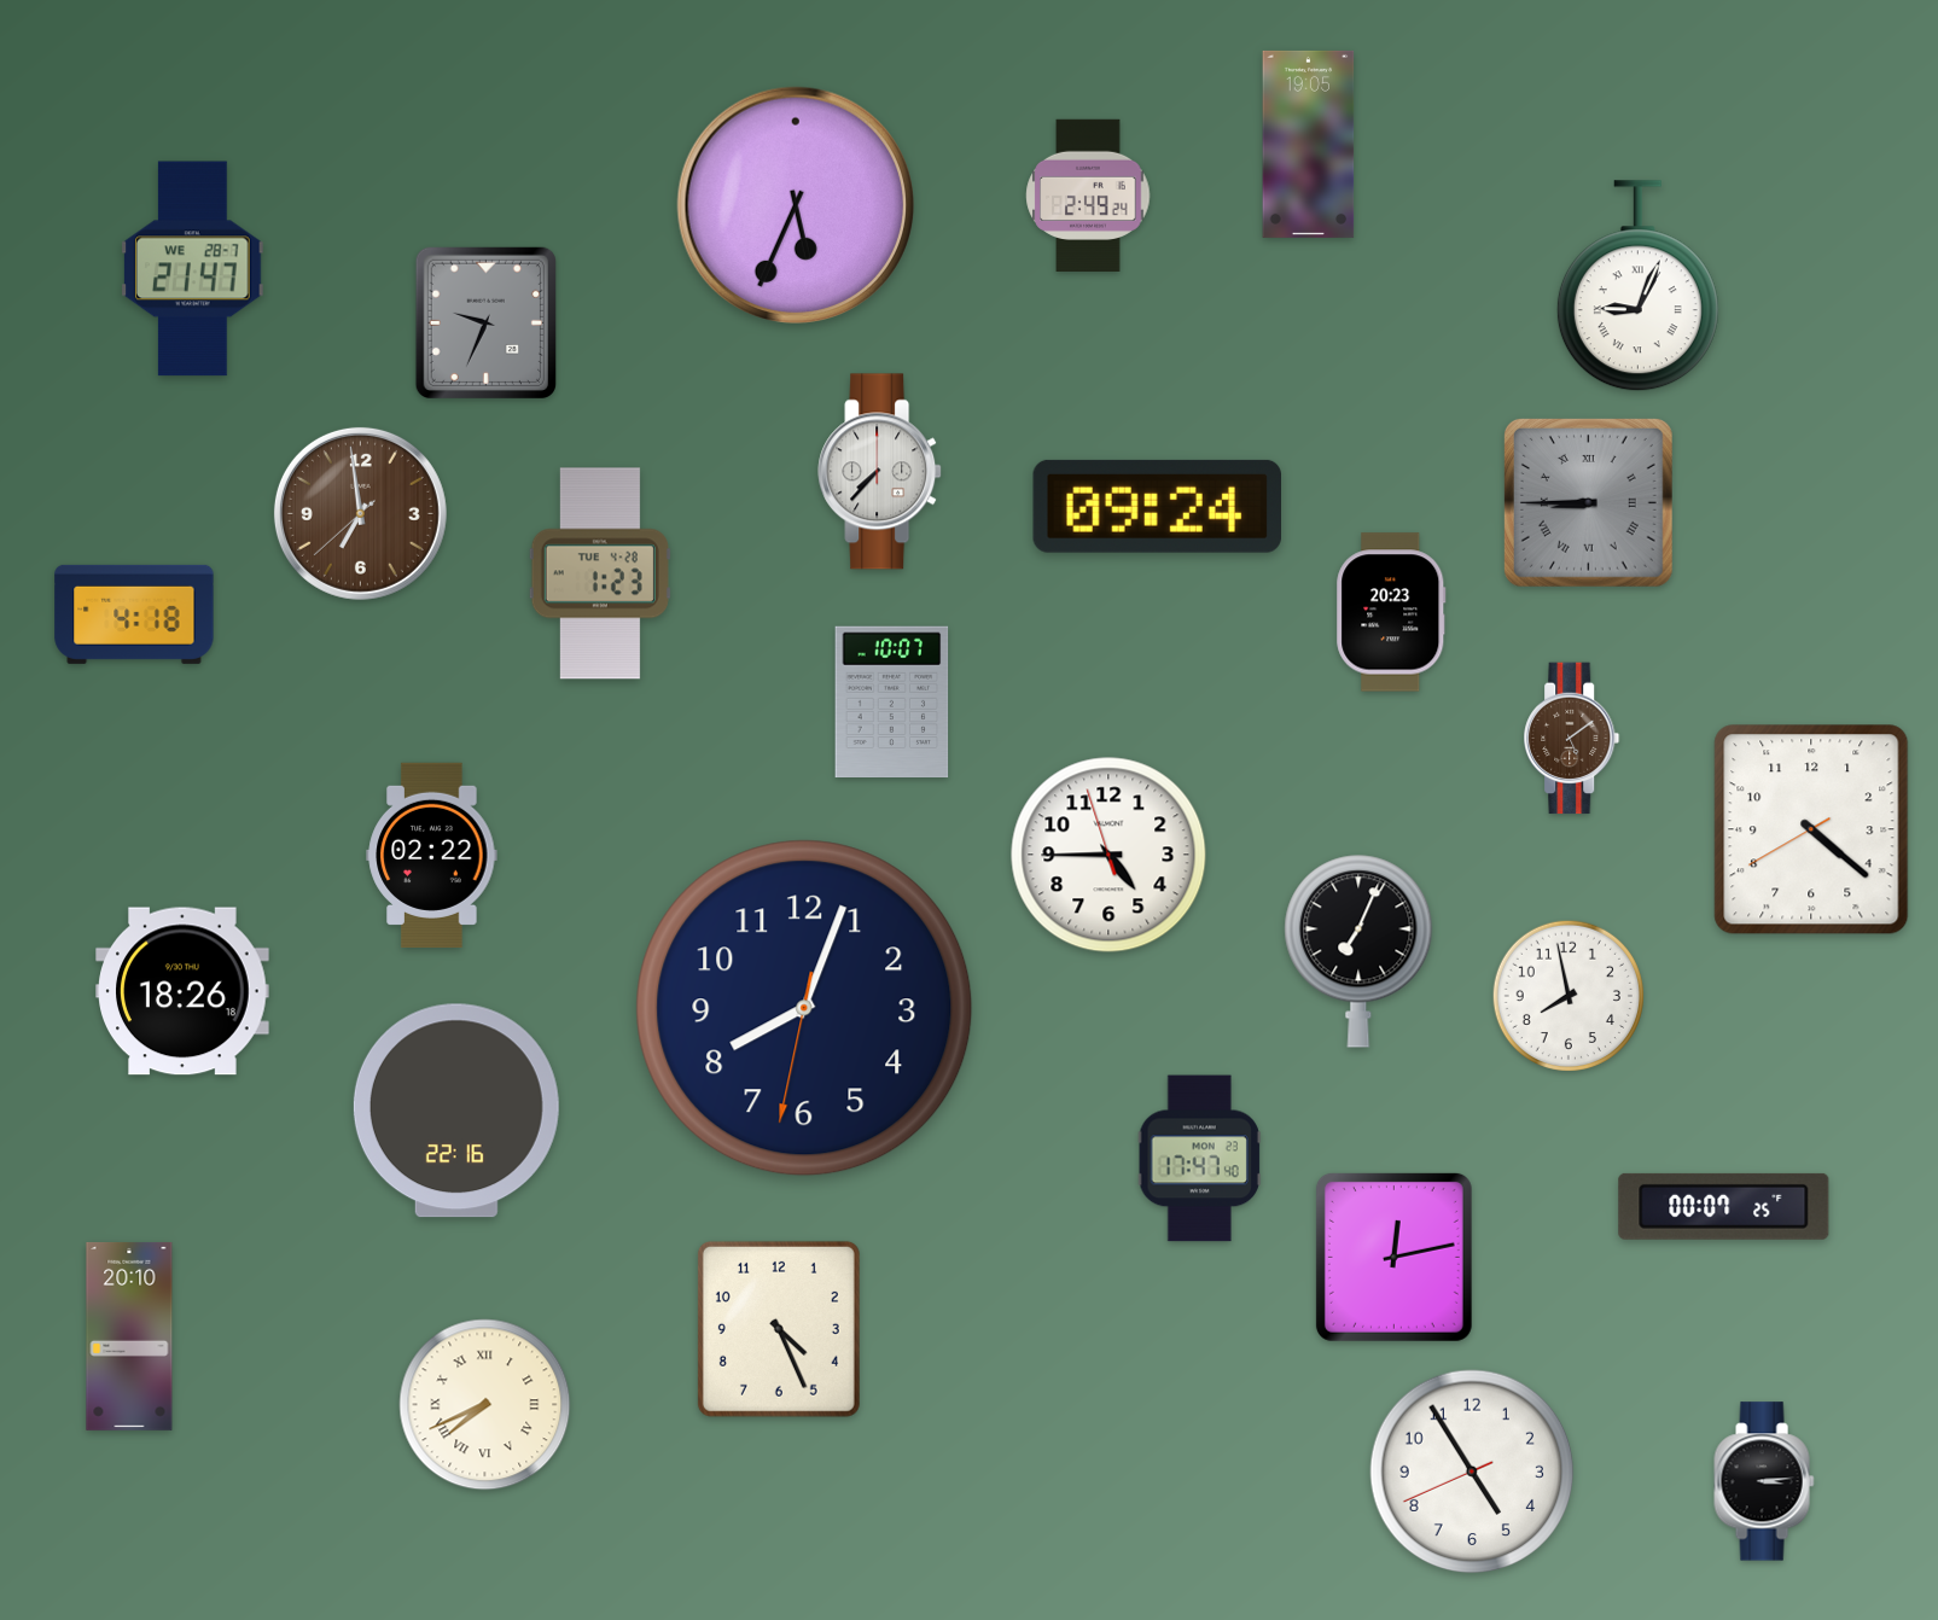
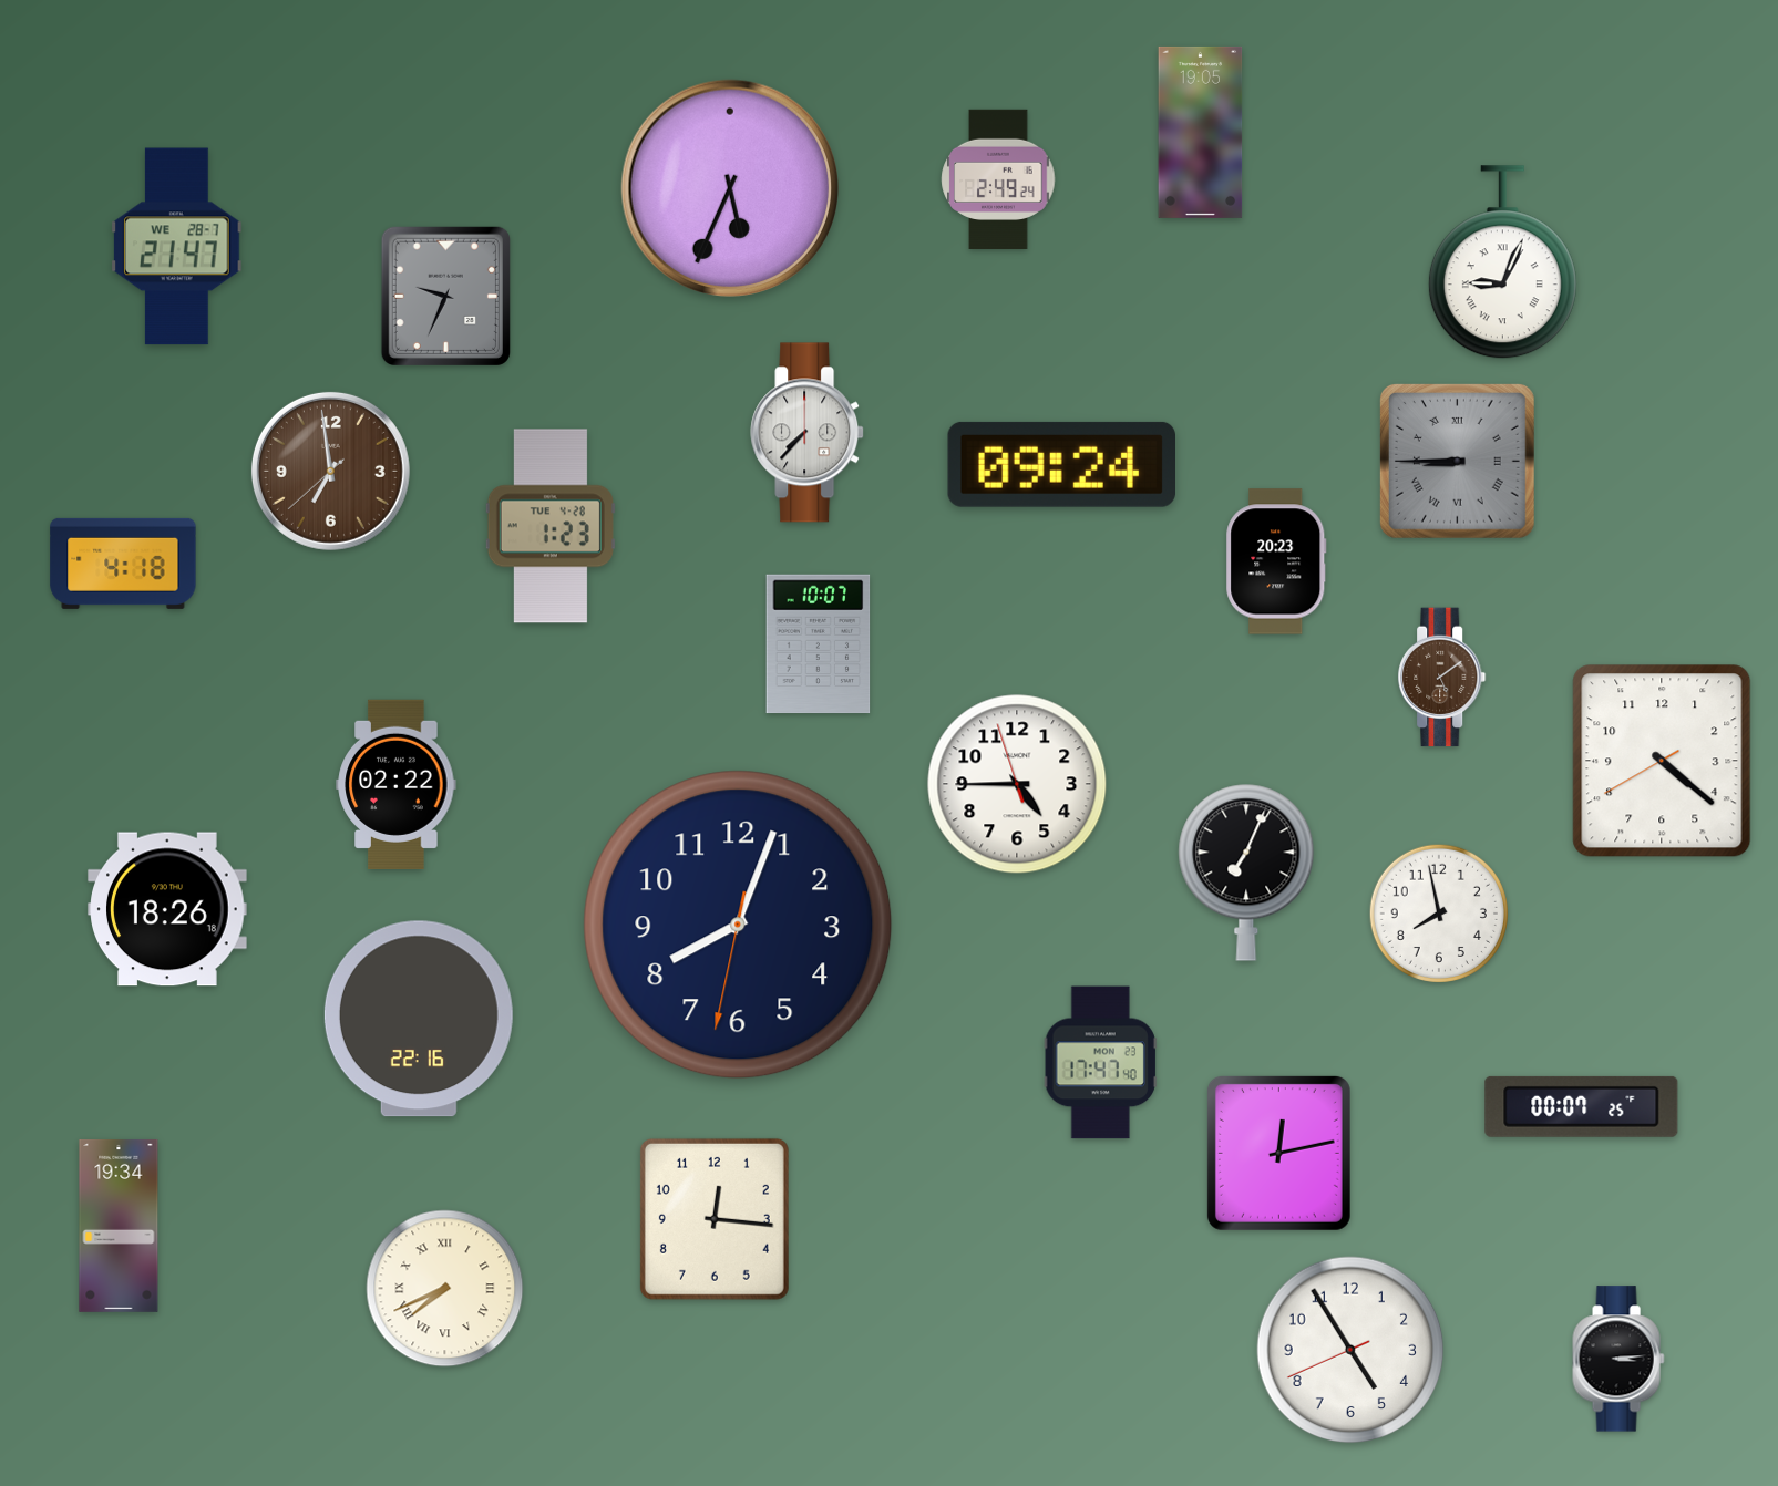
clock at (779, 1329): 4:26 -> 12:16
clock at (129, 1336): 20:10 -> 19:34
